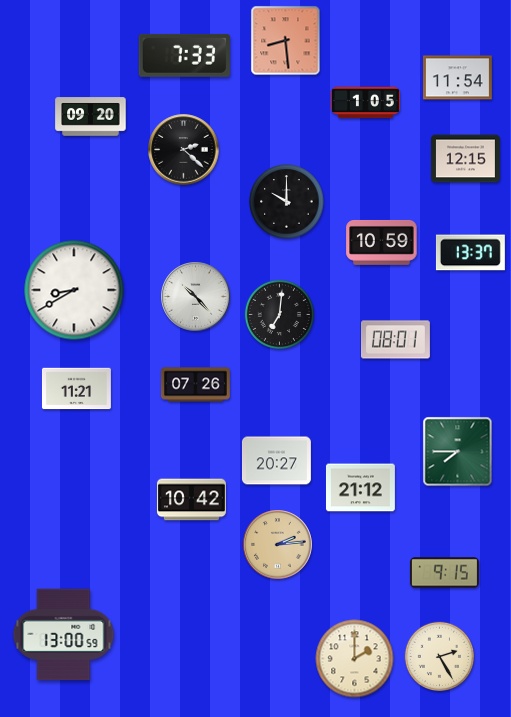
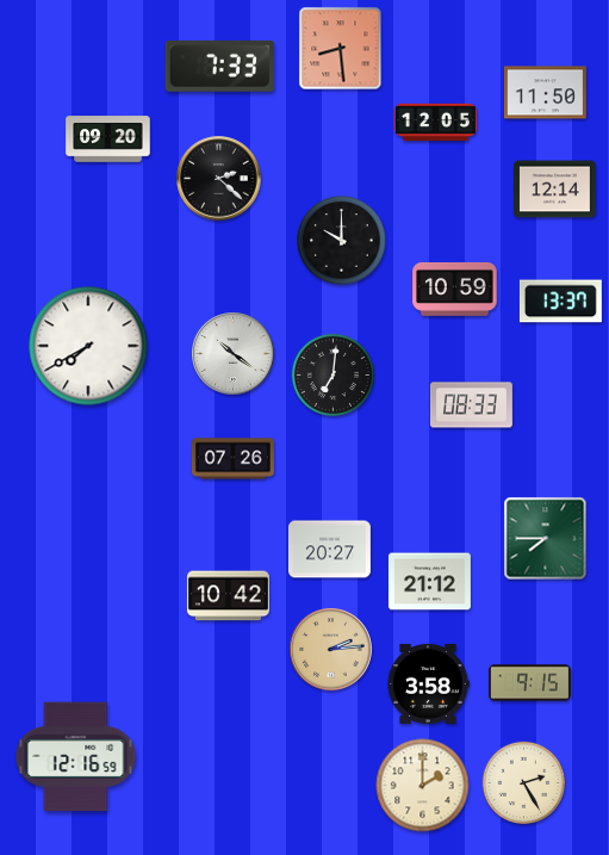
clock at (457, 78): 11:54 -> 11:50
clock at (365, 103): 1:05 -> 12:05
clock at (465, 159): 12:15 -> 12:14
clock at (74, 290): 8:40 -> 7:40
clock at (196, 297): 10:23 -> 10:21
clock at (395, 340): 08:01 -> 08:33
clock at (76, 389): 11:21 -> none
clock at (428, 683): none -> 3:58
clock at (64, 635): 13:00 -> 12:16
